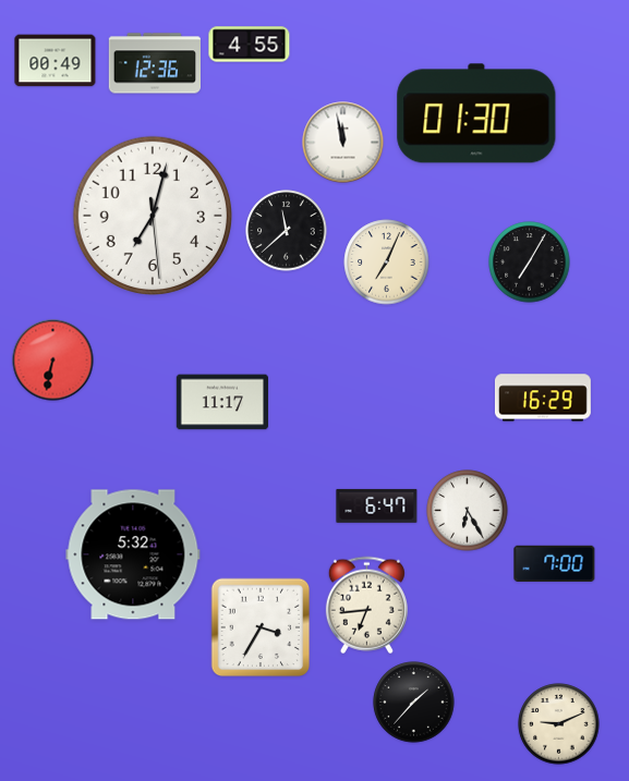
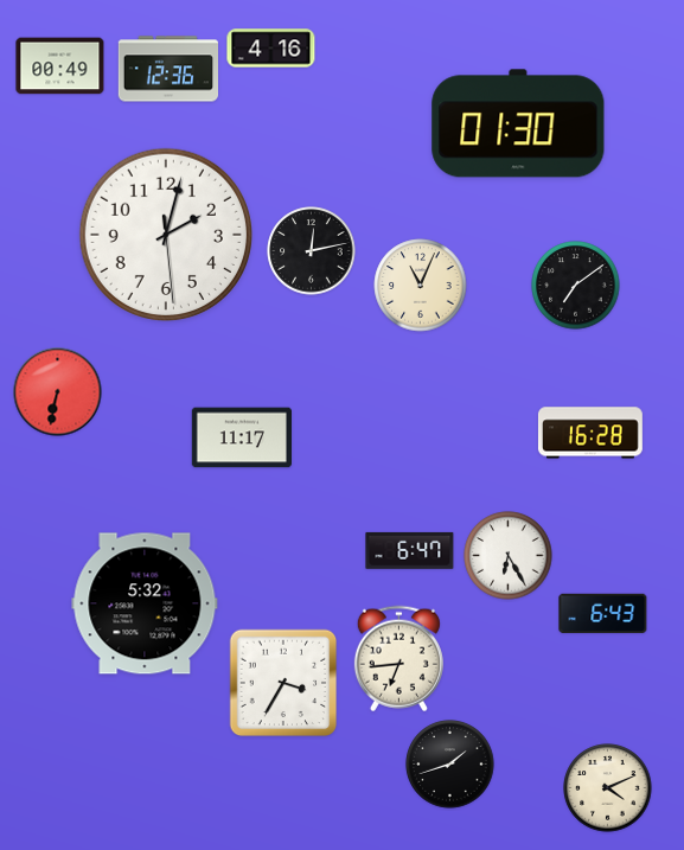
clock at (250, 45): 4:55 -> 4:16
clock at (343, 143): 11:58 -> none
clock at (153, 216): 7:02 -> 2:02
clock at (287, 231): 11:38 -> 12:13
clock at (387, 263): 7:04 -> 11:04
clock at (530, 263): 7:05 -> 7:09
clock at (543, 398): 16:29 -> 16:28
clock at (555, 563): 7:00 -> 6:43
clock at (414, 703): 1:37 -> 1:42
clock at (559, 724): 9:11 -> 4:11
